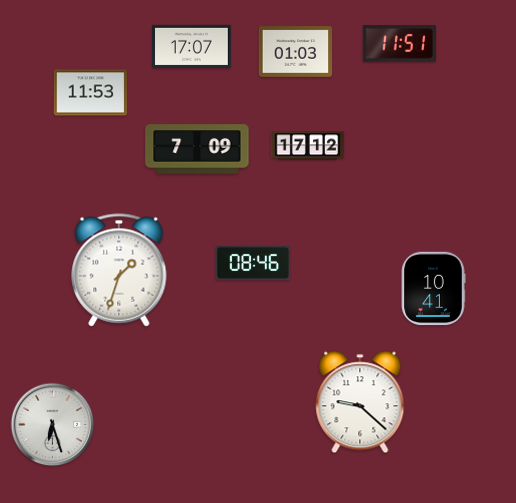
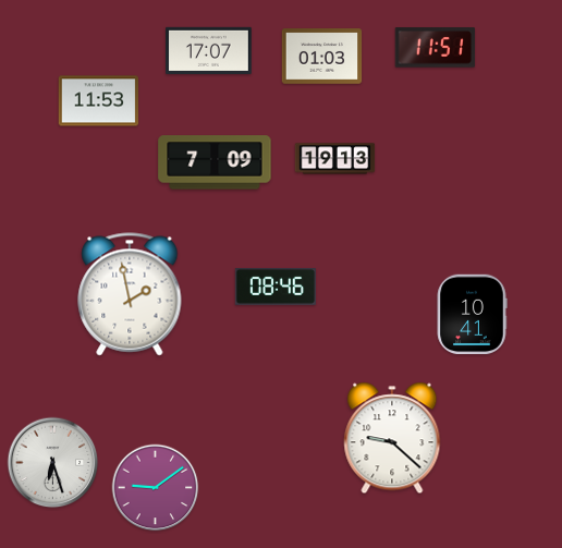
clock at (308, 146): 17:12 -> 19:13
clock at (119, 270): 1:33 -> 1:58
clock at (53, 425) position: (53, 425) -> (53, 463)
clock at (156, 488): none -> 9:09
